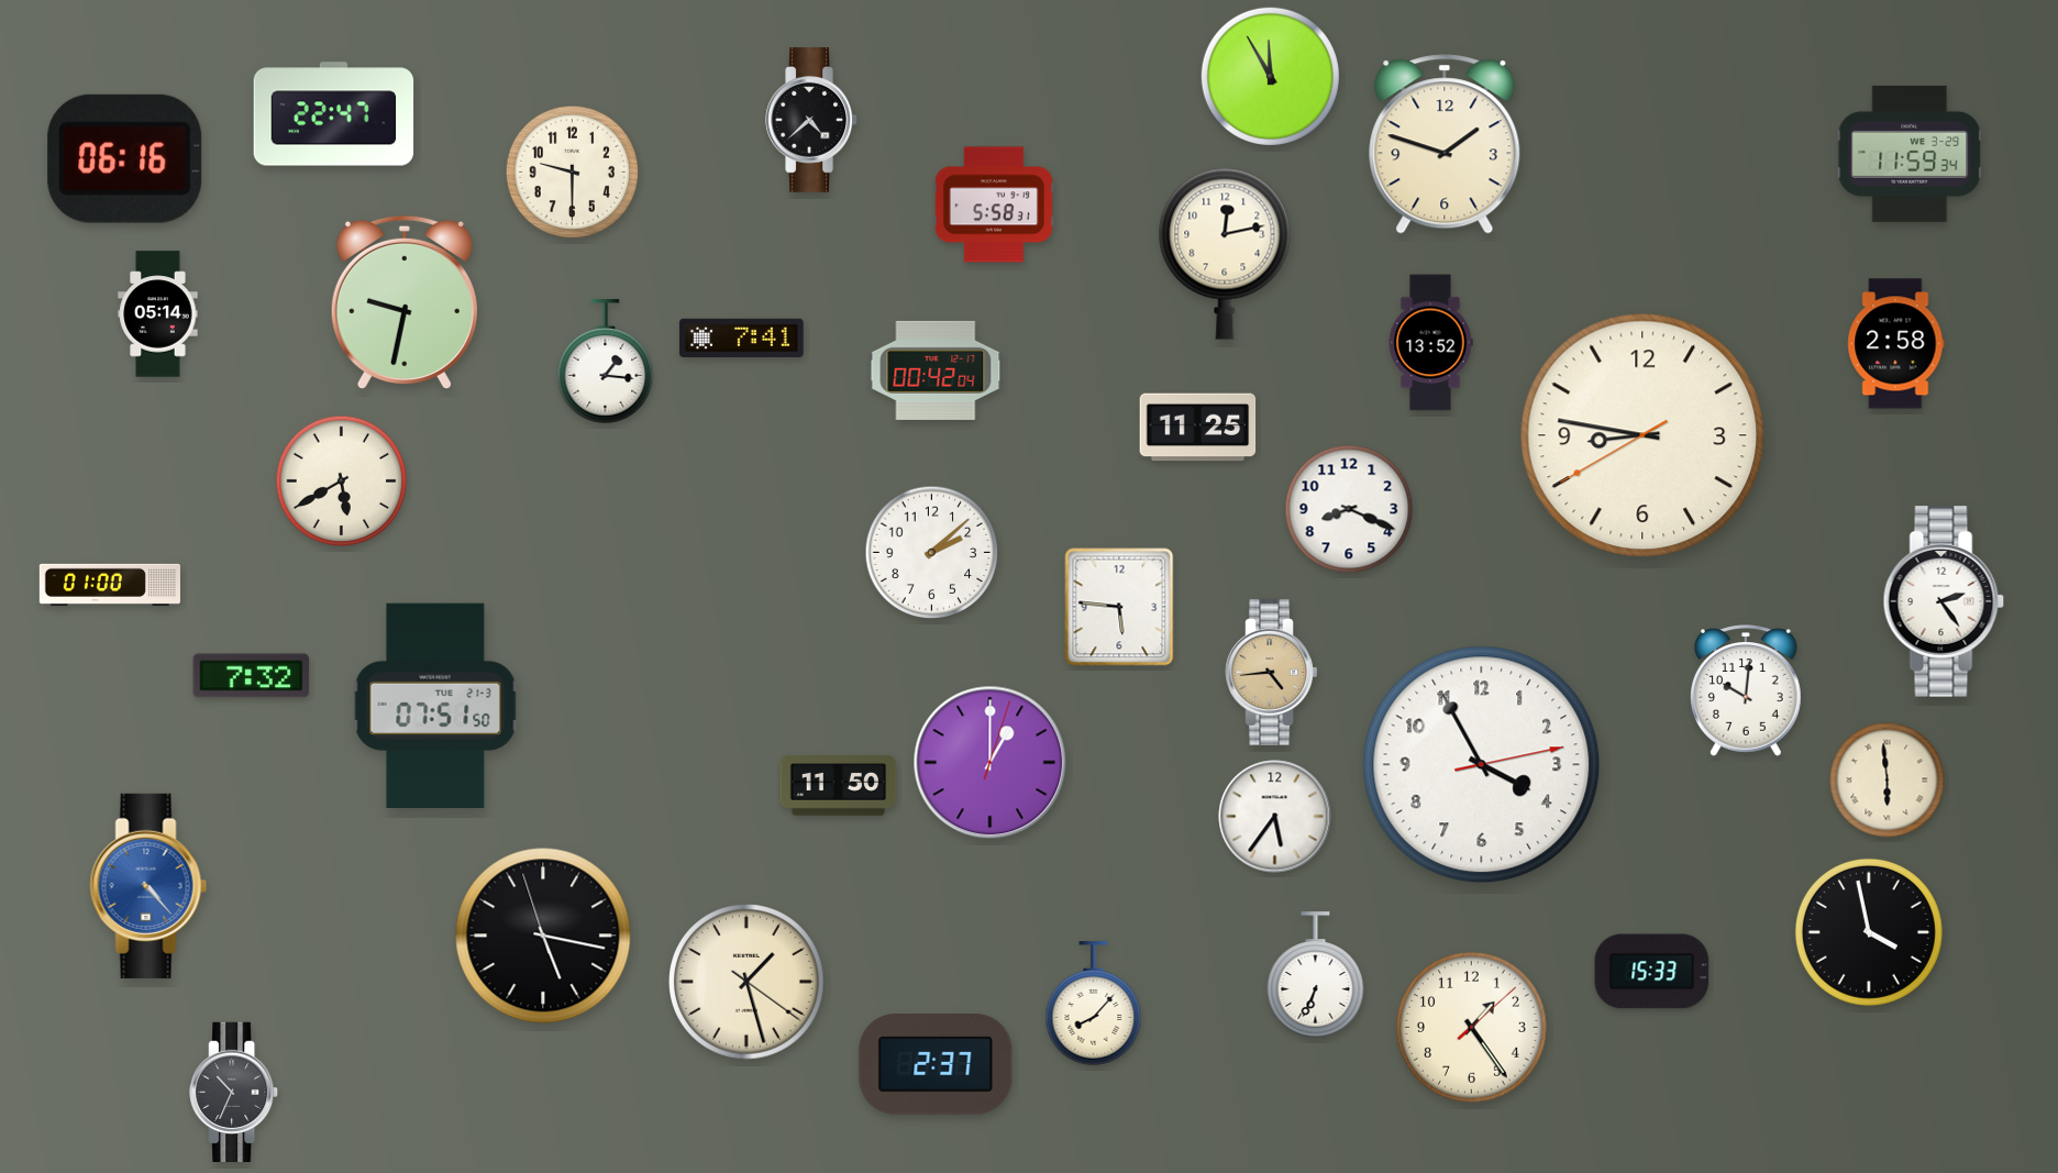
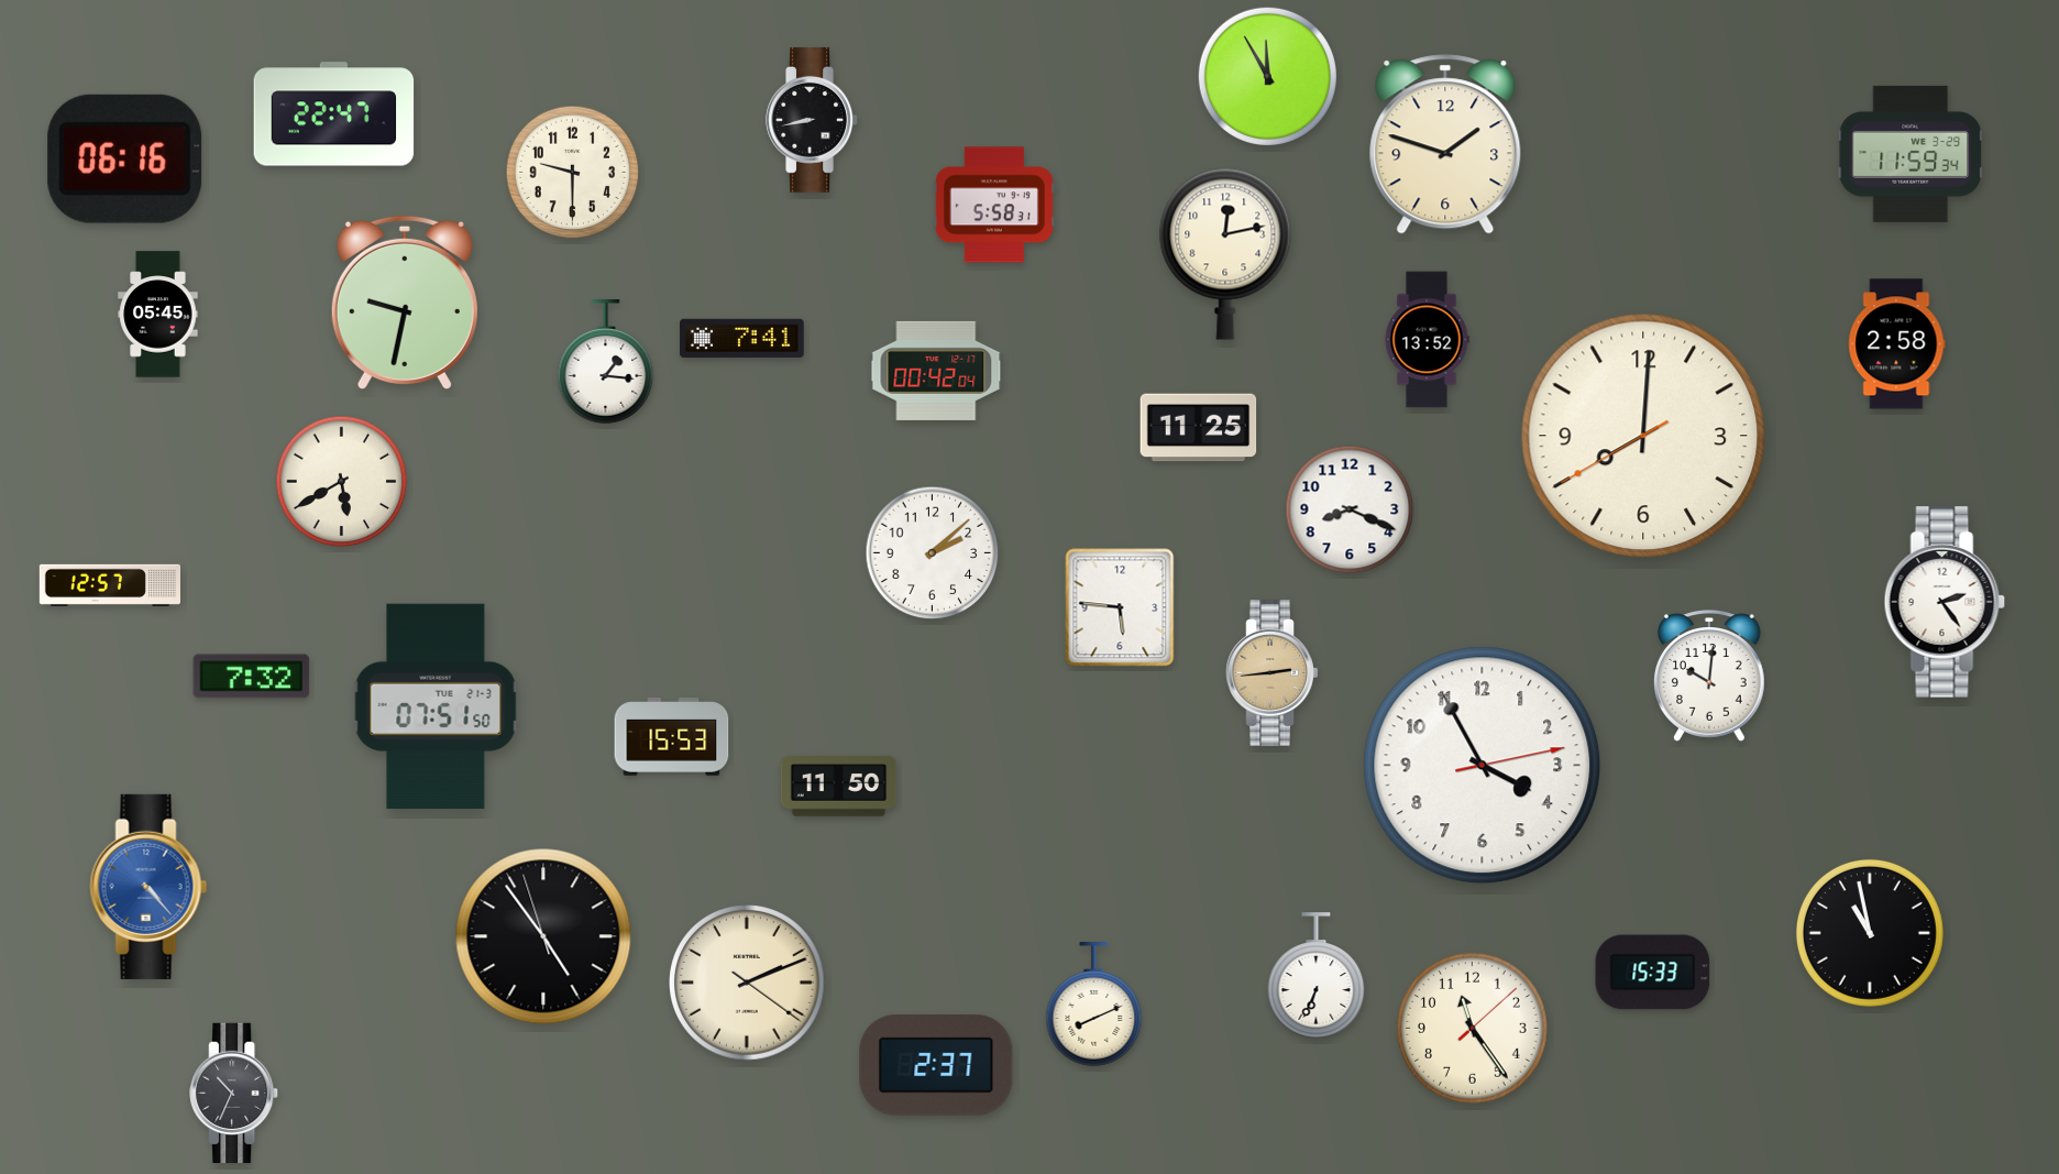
clock at (1270, 76) position: (1270, 76) -> (1267, 76)
clock at (811, 121): 4:38 -> 8:43
clock at (158, 314): 05:14 -> 05:45
clock at (1430, 343) position: (1430, 343) -> (1427, 340)
clock at (1642, 435): 8:46 -> 8:00
clock at (110, 585): 01:00 -> 12:57
clock at (1272, 673): 4:44 -> 2:44
clock at (1746, 690) position: (1746, 690) -> (1709, 676)
clock at (672, 737): none -> 15:53
clock at (991, 763): 1:00 -> none
clock at (1888, 781): 5:59 -> none
clock at (1275, 817): 5:36 -> none
clock at (1869, 932): 3:58 -> 10:58
clock at (543, 936): 5:16 -> 4:53
clock at (746, 982): 1:27 -> 2:11
clock at (1094, 1004): 8:07 -> 8:11
clock at (1471, 1027): 1:24 -> 11:24
